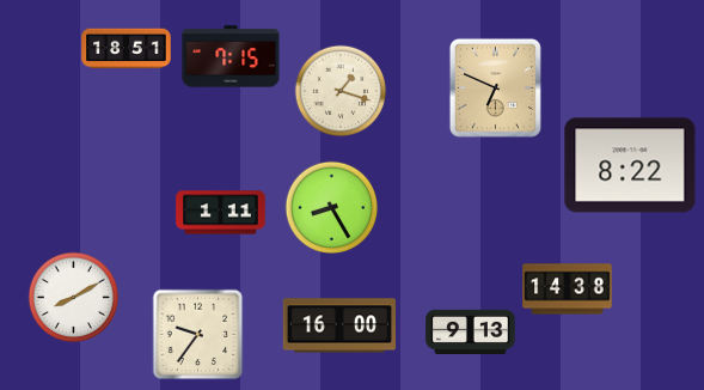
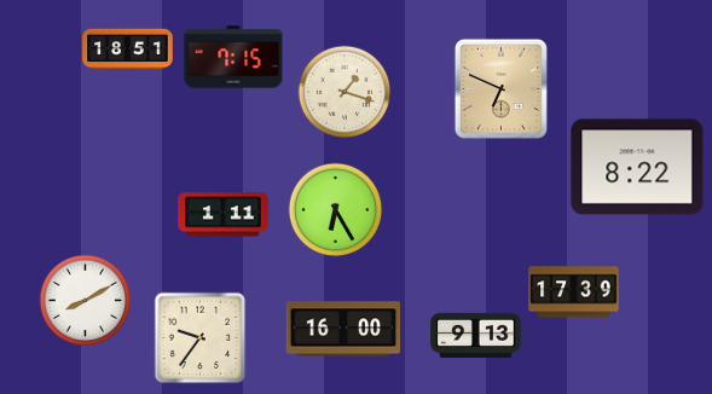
clock at (332, 208): 8:25 -> 6:25
clock at (568, 290): 14:38 -> 17:39
clock at (74, 298) position: (74, 298) -> (86, 301)
